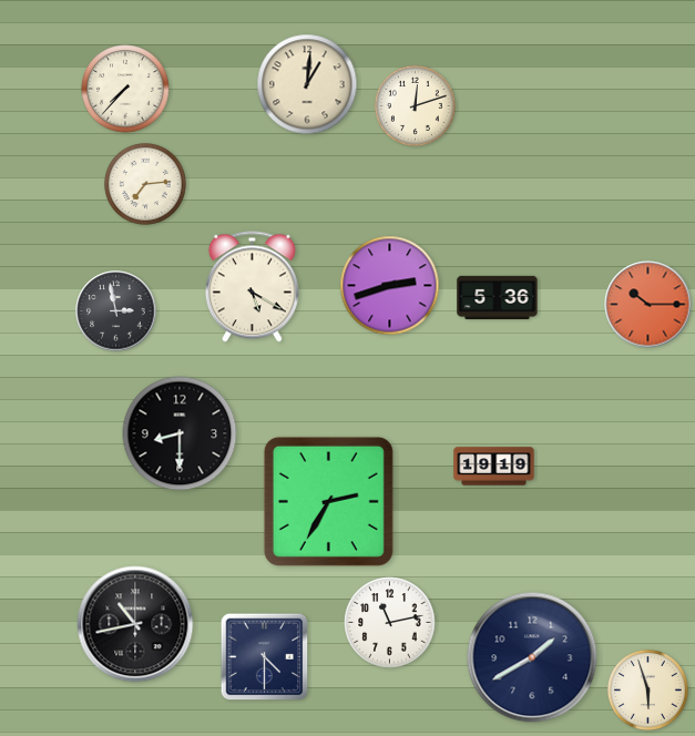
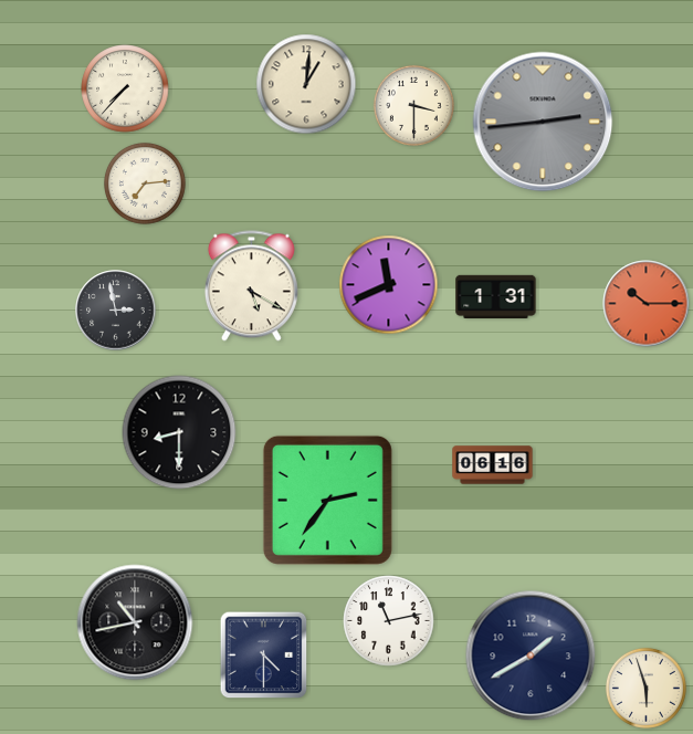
clock at (415, 105): 12:12 -> 3:30
clock at (543, 122): none -> 2:44
clock at (390, 286): 2:42 -> 11:41
clock at (498, 297): 5:36 -> 1:31
clock at (494, 467): 19:19 -> 06:16
clock at (328, 501): 2:35 -> 2:36
